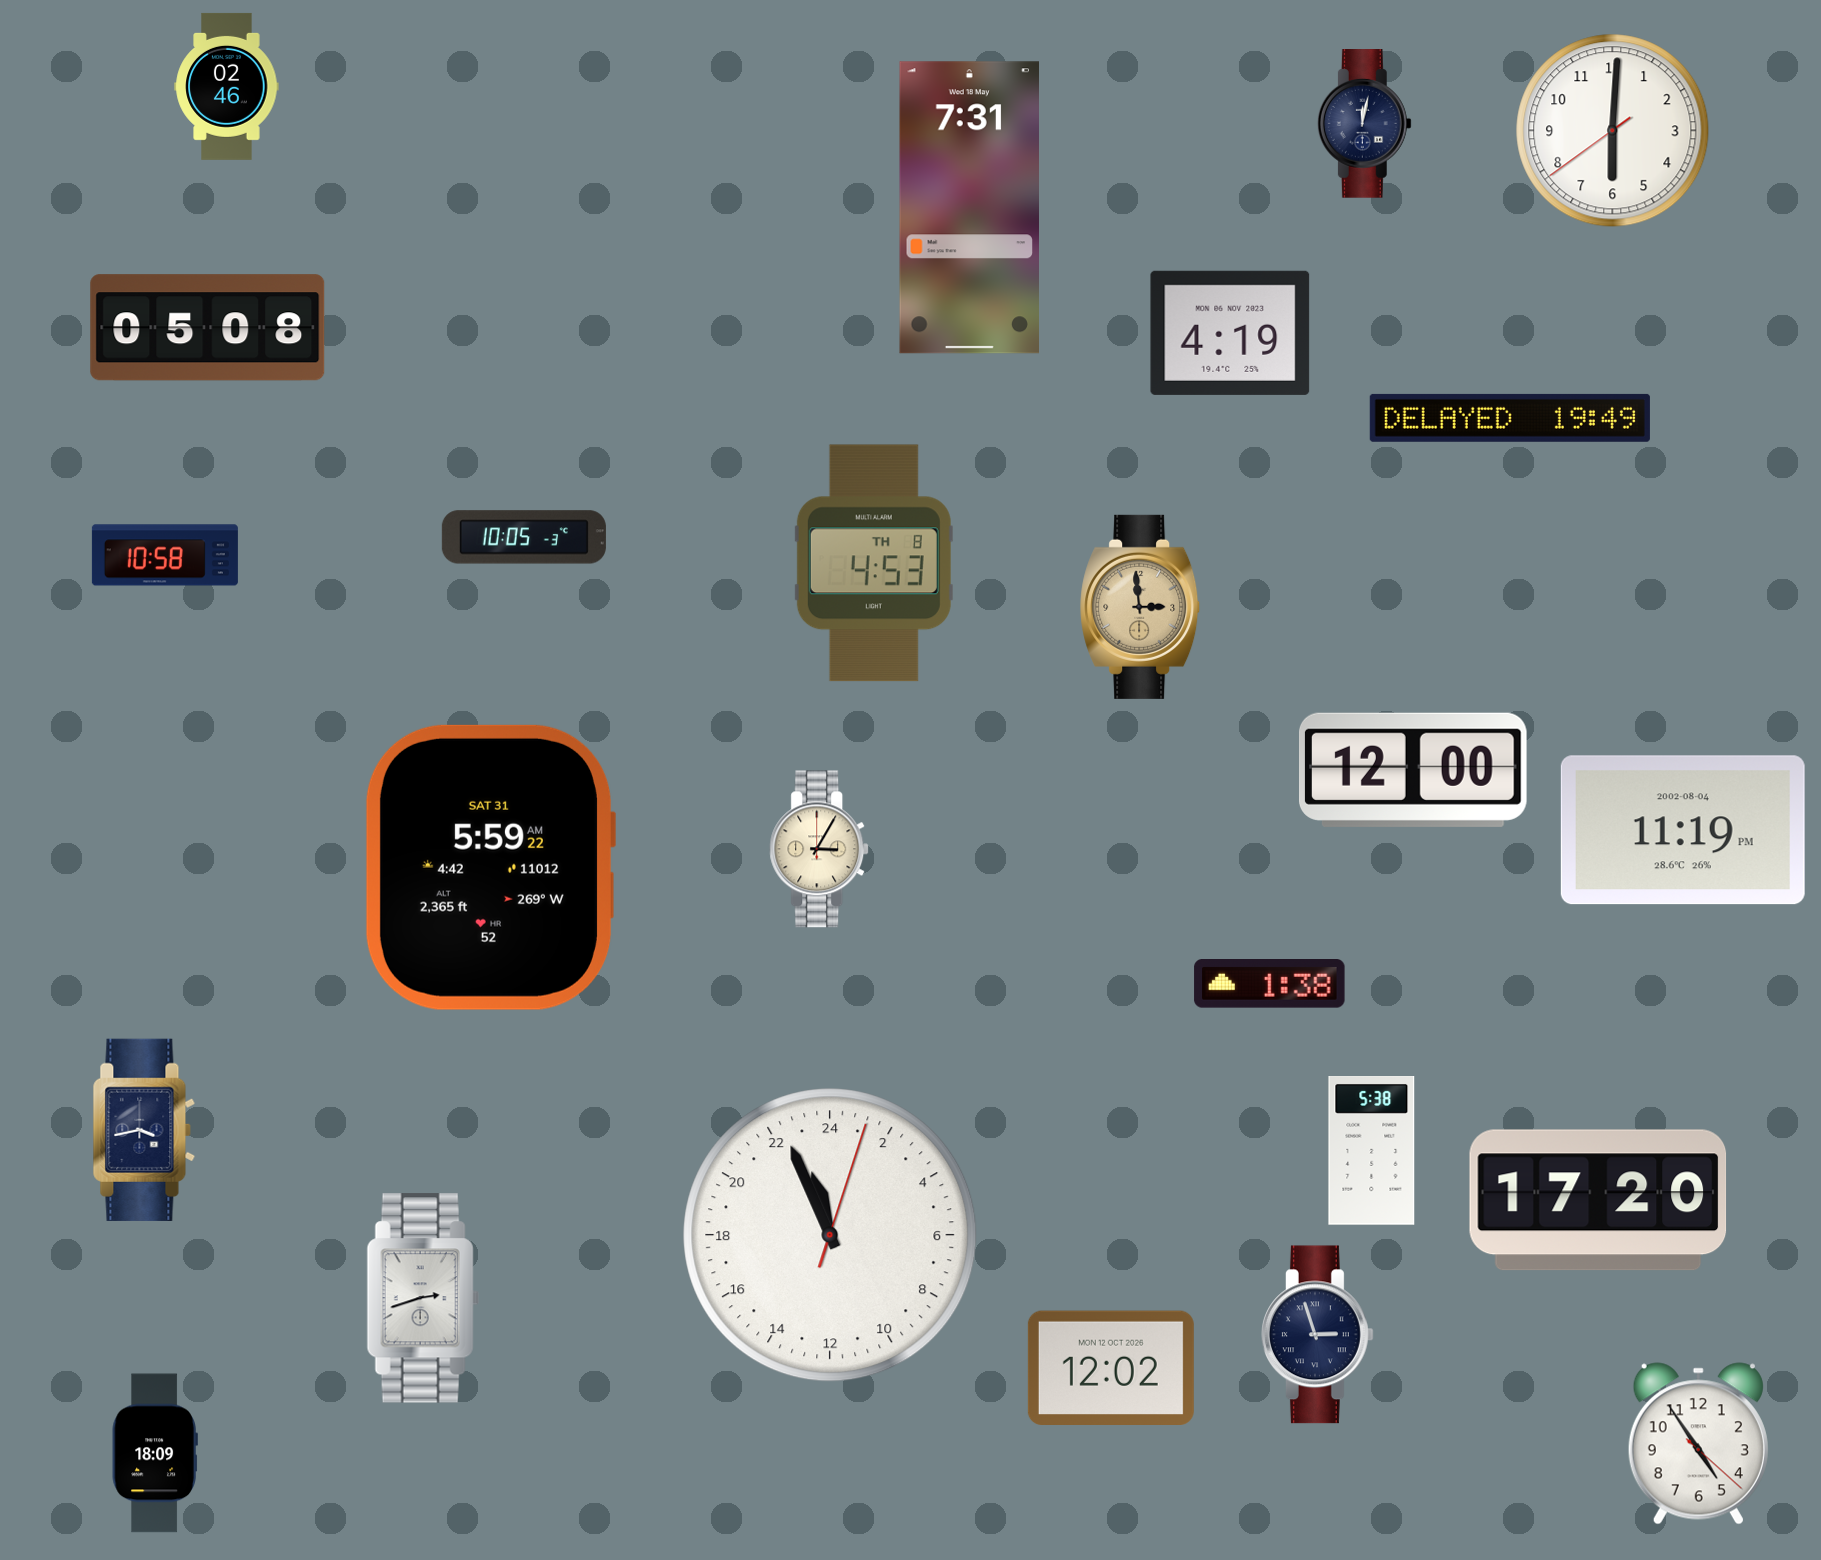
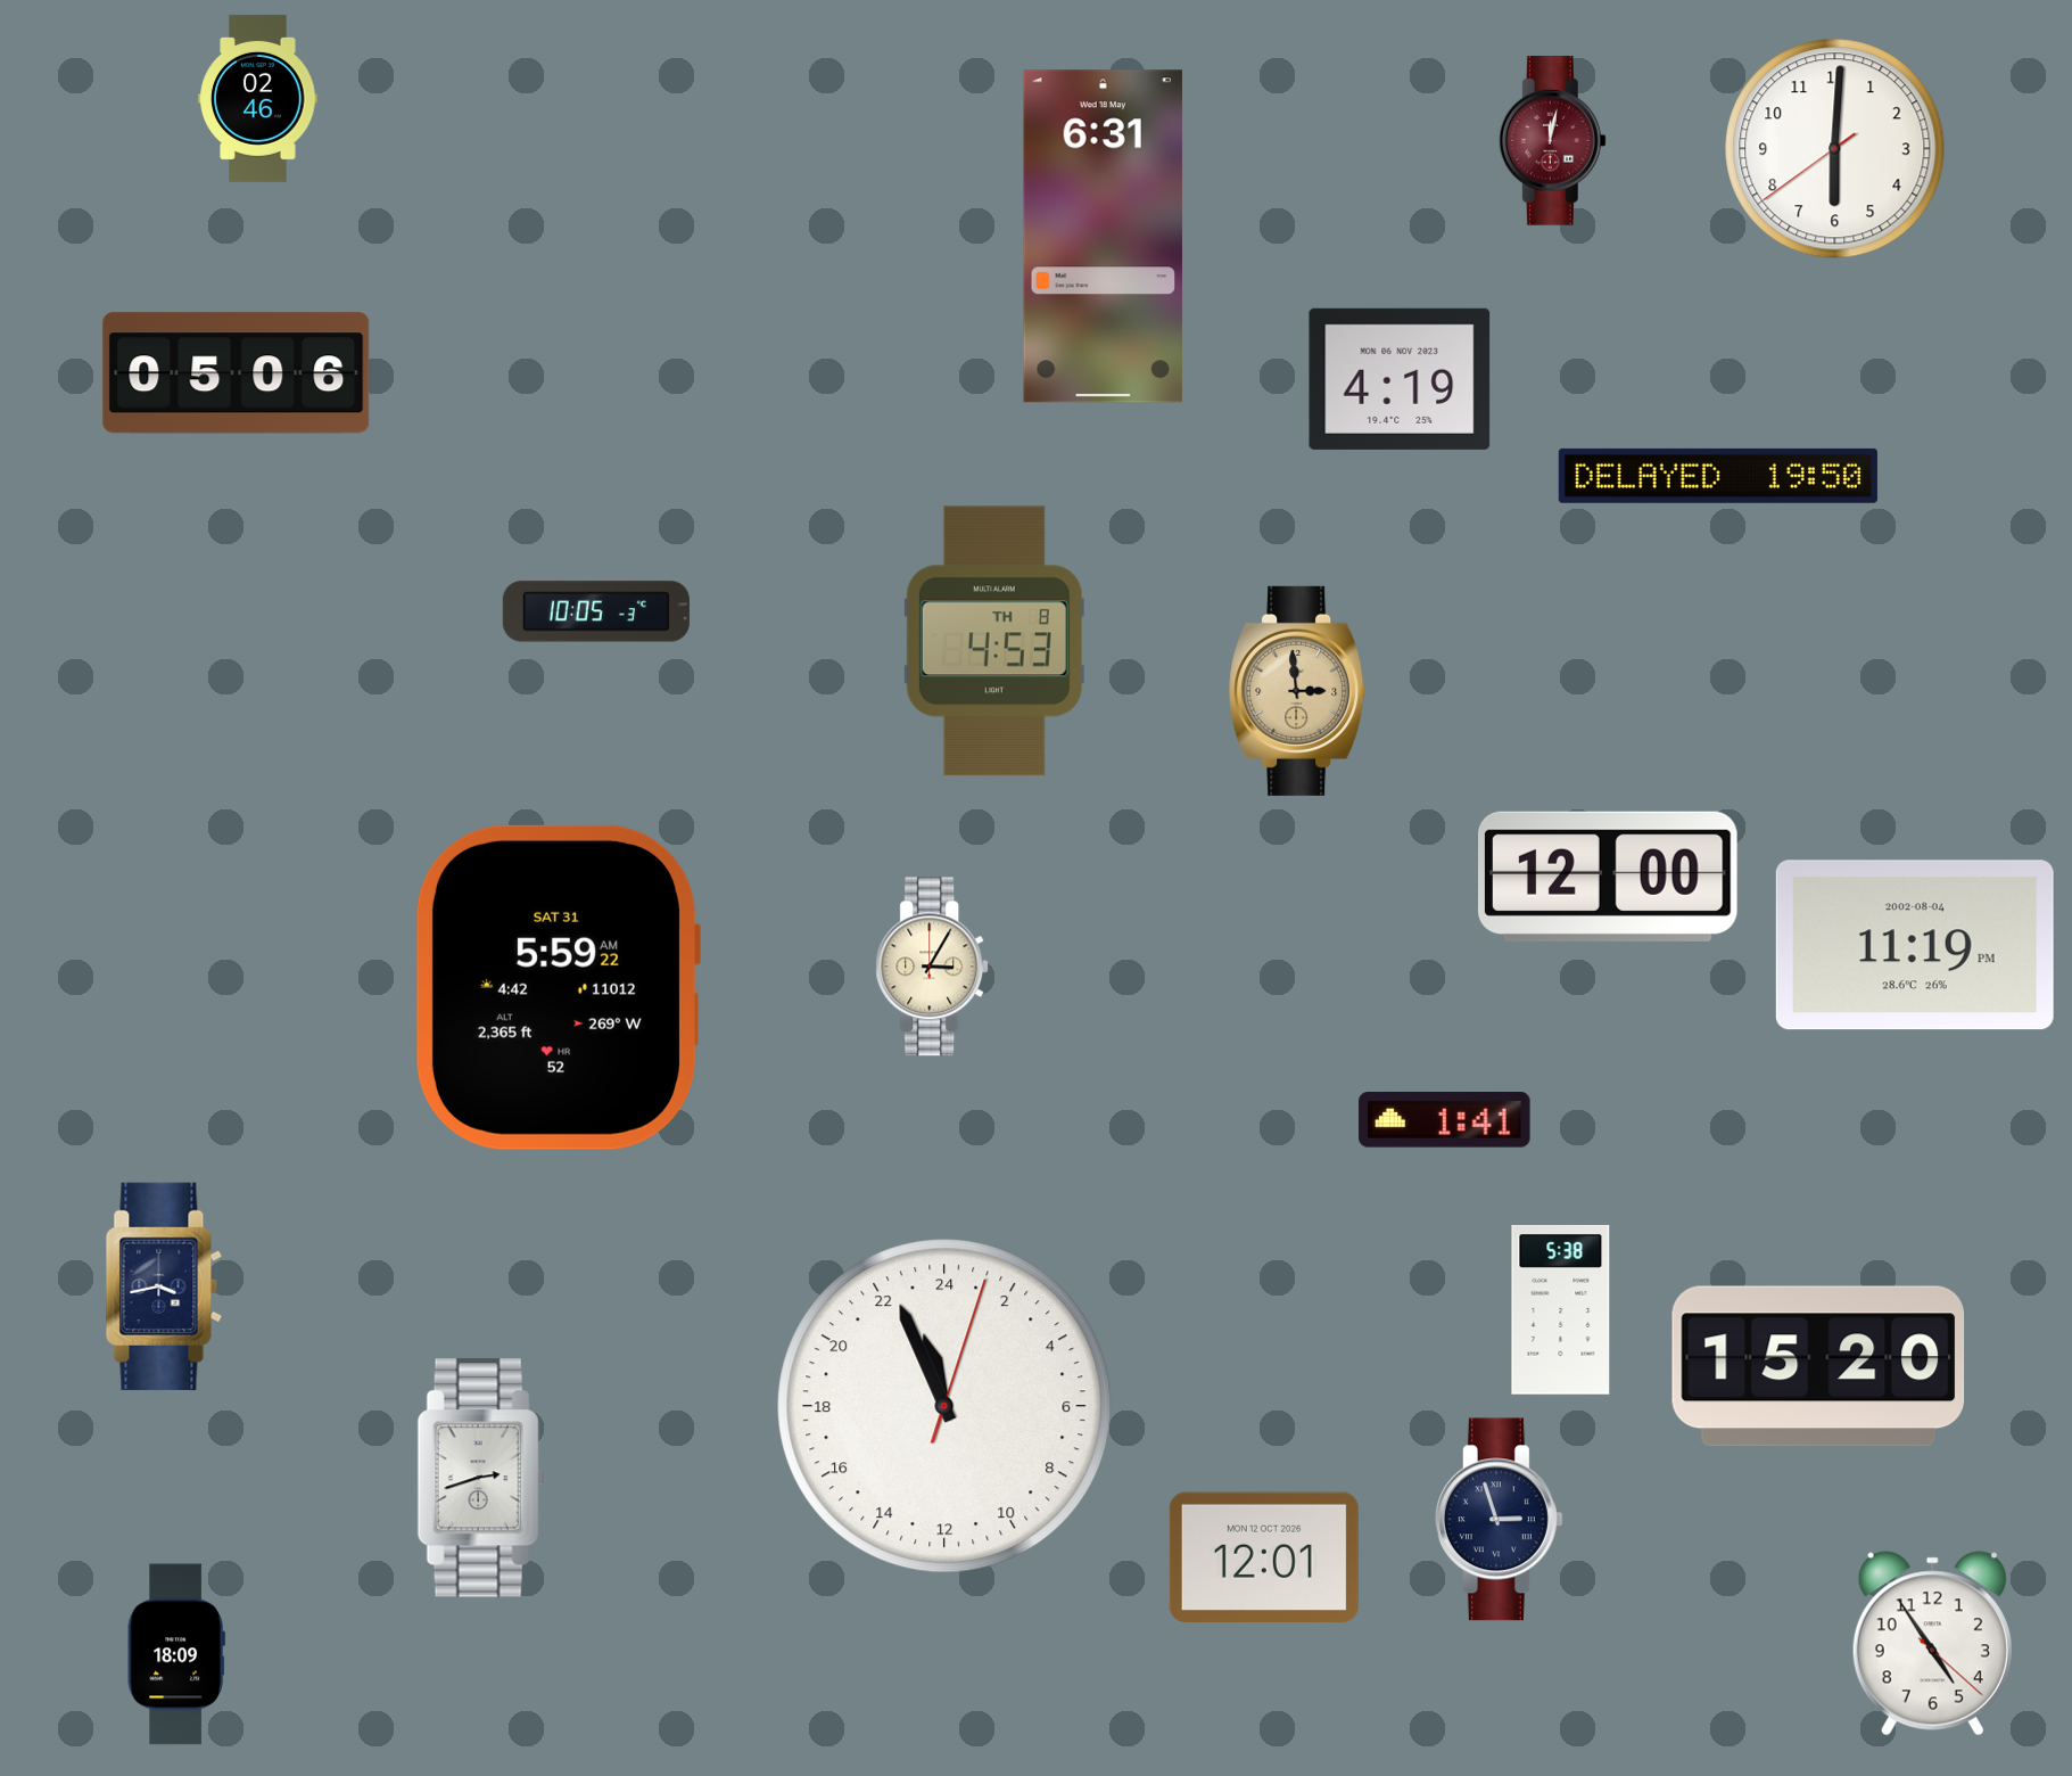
clock at (1364, 124) dial: navy -> burgundy
clock at (969, 208): 7:31 -> 6:31
clock at (208, 328): 05:08 -> 05:06
clock at (1510, 418): 19:49 -> 19:50
clock at (165, 555): 10:58 -> none
clock at (1270, 984): 1:38 -> 1:41
clock at (1598, 1200): 17:20 -> 15:20
clock at (1111, 1368): 12:02 -> 12:01
